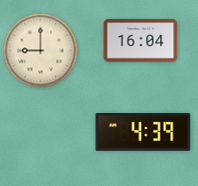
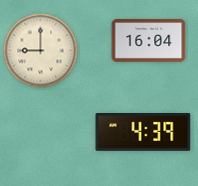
clock at (141, 41) position: (141, 41) -> (149, 41)
